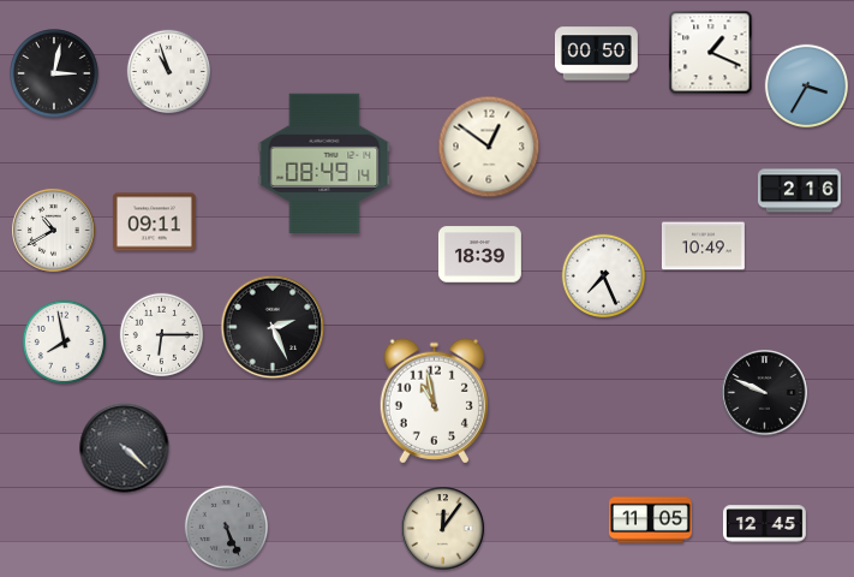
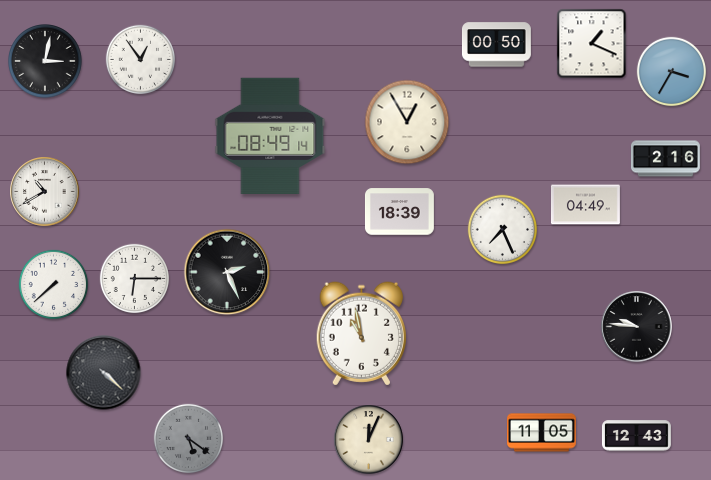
clock at (169, 72): 10:57 -> 12:54
clock at (489, 147): 12:51 -> 12:55
clock at (154, 222): 09:11 -> none
clock at (703, 246): 10:49 -> 04:49
clock at (65, 343): 7:58 -> 7:38
clock at (765, 393): 9:49 -> 9:46
clock at (764, 524): 12:45 -> 12:43
clock at (227, 528): 5:26 -> 5:21
clock at (443, 529): 12:06 -> 12:04
